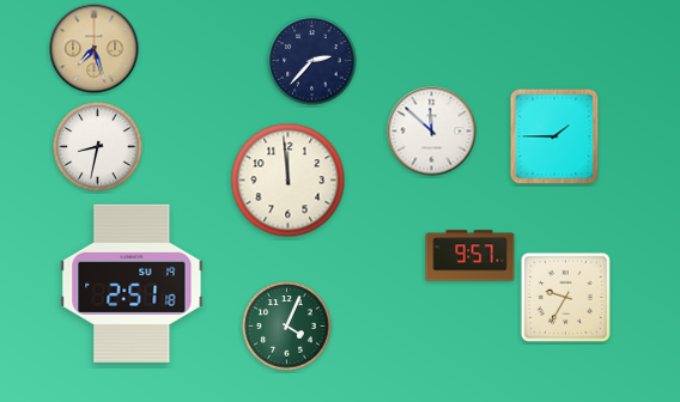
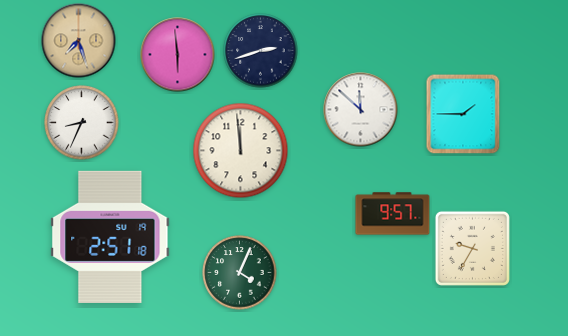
clock at (312, 61): 2:37 -> 2:42
clock at (178, 55): none -> 5:59
clock at (98, 147): 8:32 -> 8:34
